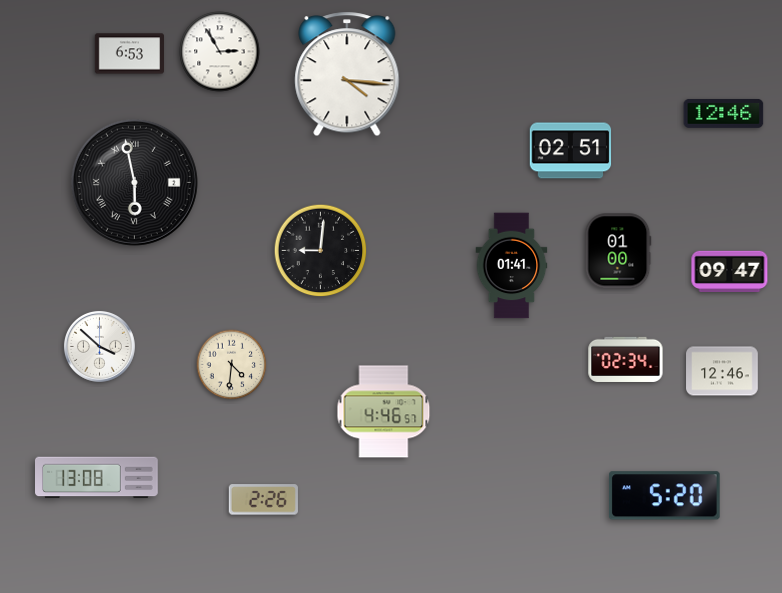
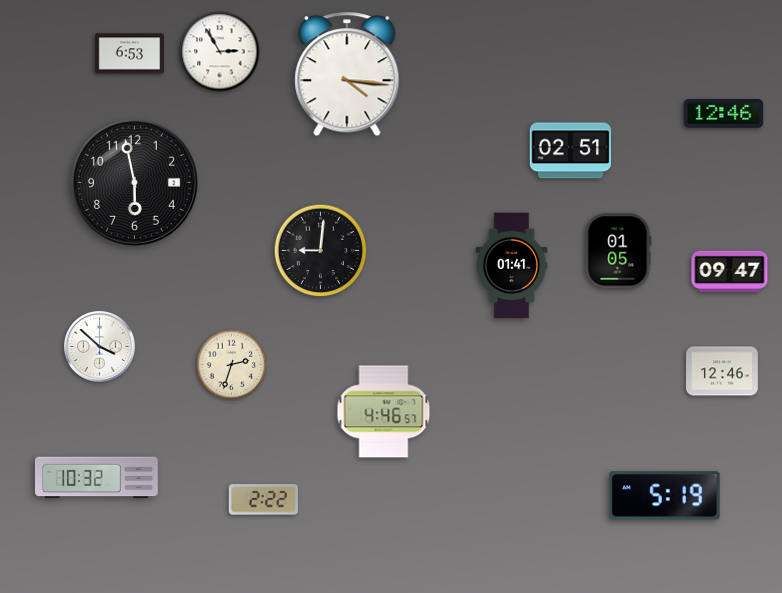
clock at (134, 182) numerals: Roman -> Arabic
clock at (618, 251): 01:00 -> 01:05
clock at (626, 359): 02:34 -> none
clock at (232, 365): 4:31 -> 2:33
clock at (97, 478): 13:08 -> 10:32
clock at (665, 496): 5:20 -> 5:19
clock at (263, 500): 2:26 -> 2:22
